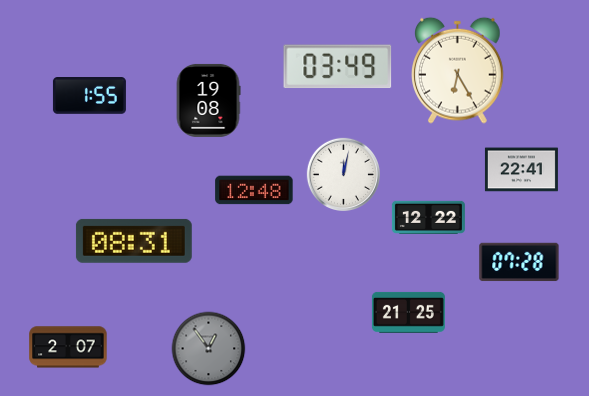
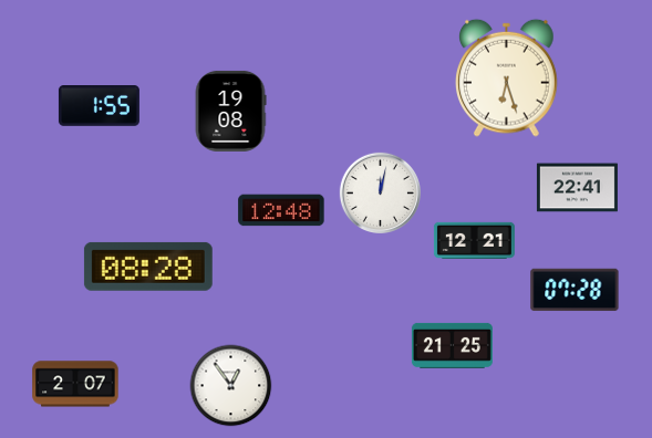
clock at (338, 67): 03:49 -> none
clock at (458, 70): 6:25 -> 6:27
clock at (428, 217): 12:22 -> 12:21
clock at (134, 241): 08:31 -> 08:28
clock at (209, 349) dial: grey -> white
